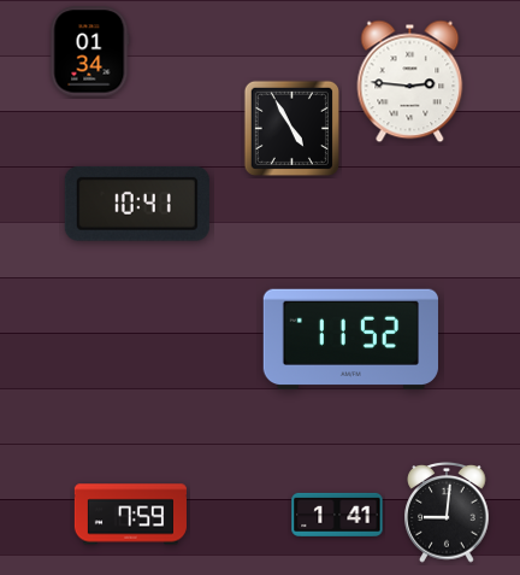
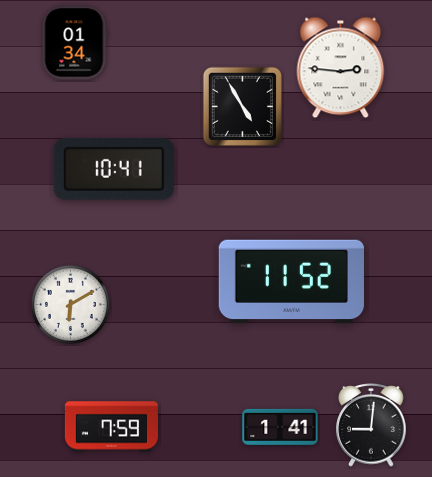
clock at (70, 304): none -> 6:10
clock at (130, 515) position: (130, 515) -> (111, 427)
